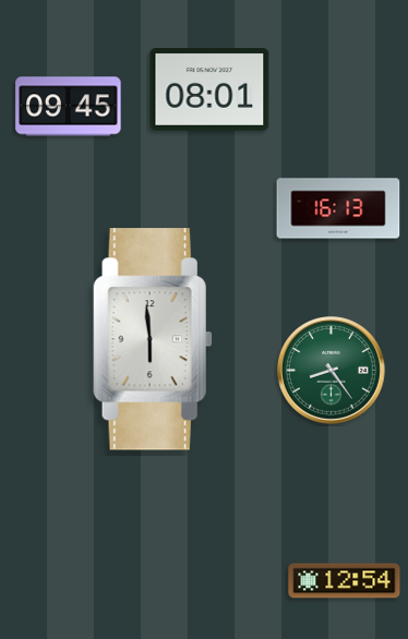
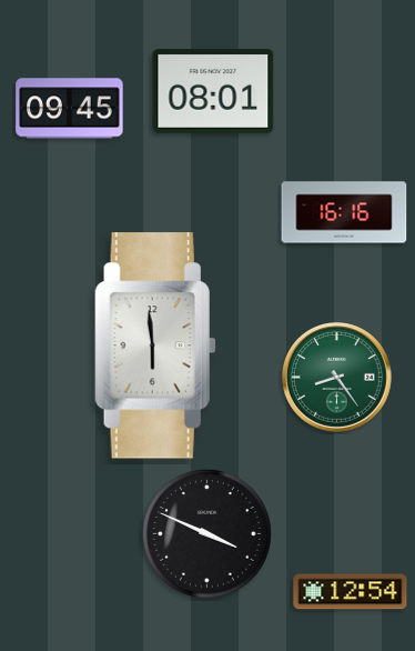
clock at (338, 208): 16:13 -> 16:16
clock at (207, 534): none -> 3:49
